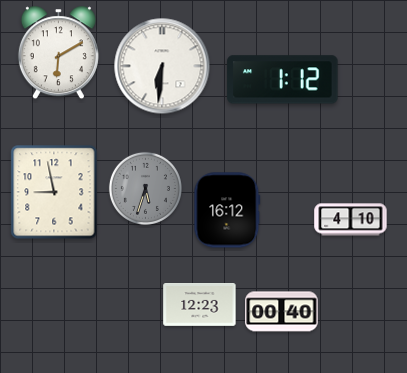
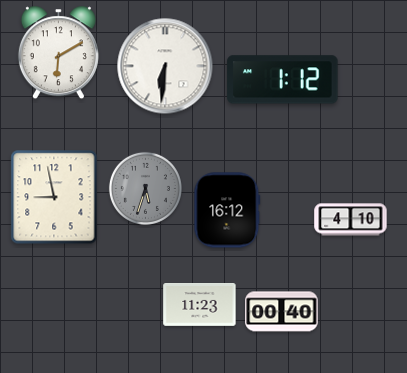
clock at (162, 66) position: (162, 66) -> (165, 66)
clock at (54, 192) position: (54, 192) -> (54, 197)
clock at (200, 305): 12:23 -> 11:23
